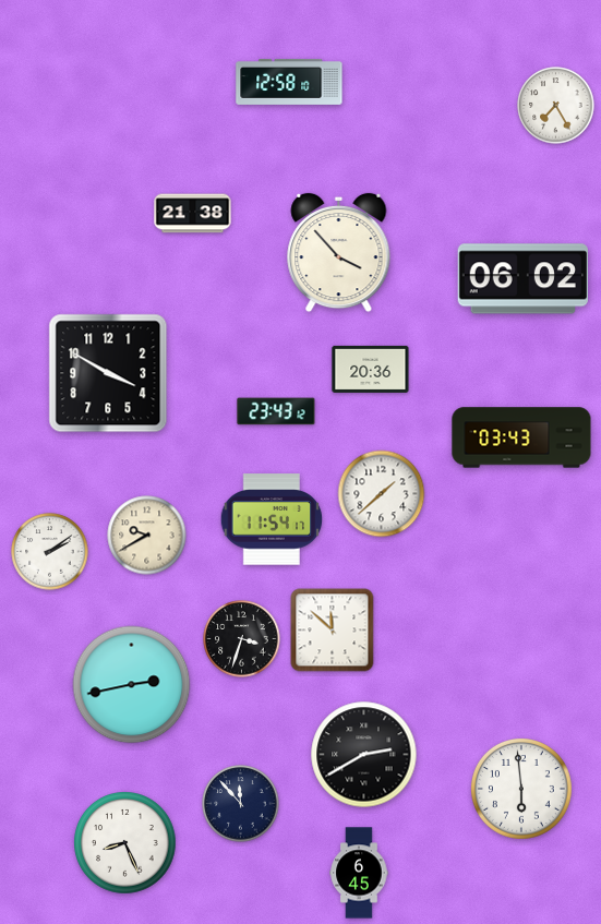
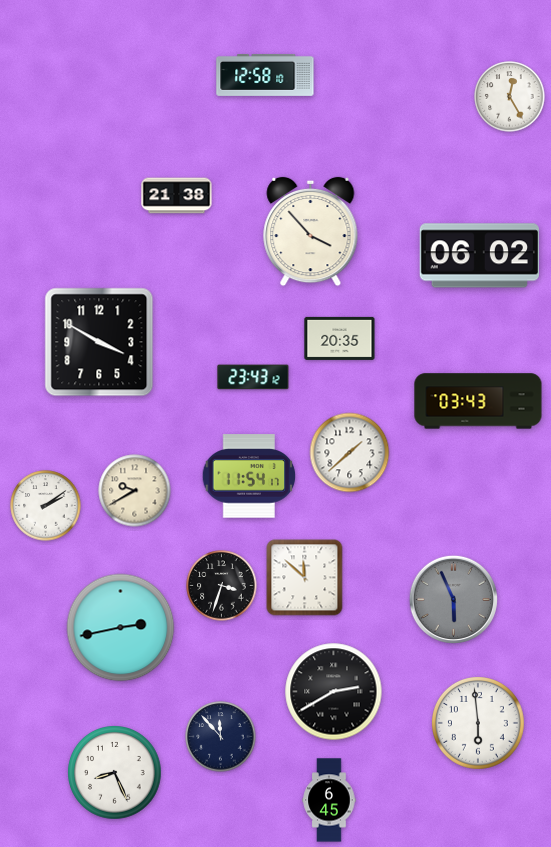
clock at (556, 106): 7:25 -> 12:25
clock at (371, 369): 20:36 -> 20:35
clock at (453, 599): none -> 5:56
